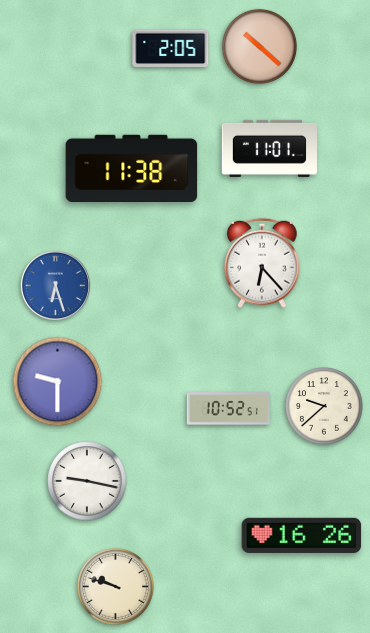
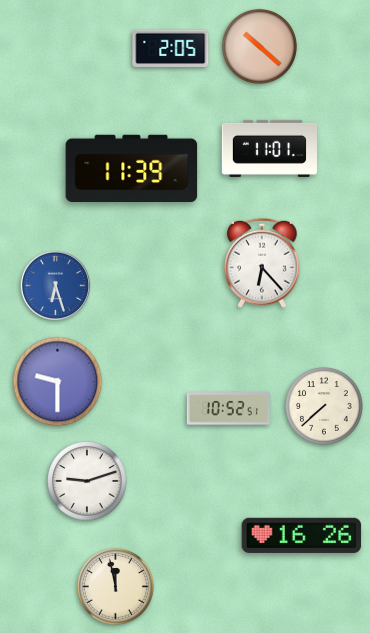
clock at (132, 168): 11:38 -> 11:39
clock at (324, 406): 9:38 -> 7:38
clock at (87, 481): 9:17 -> 9:12
clock at (115, 586): 9:48 -> 11:58
